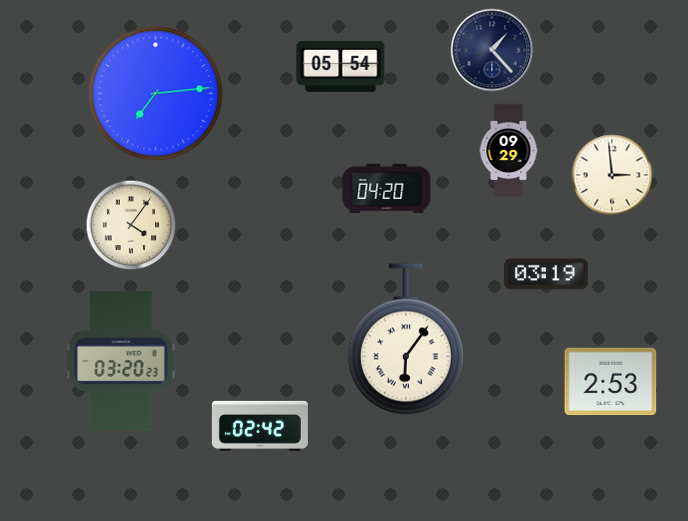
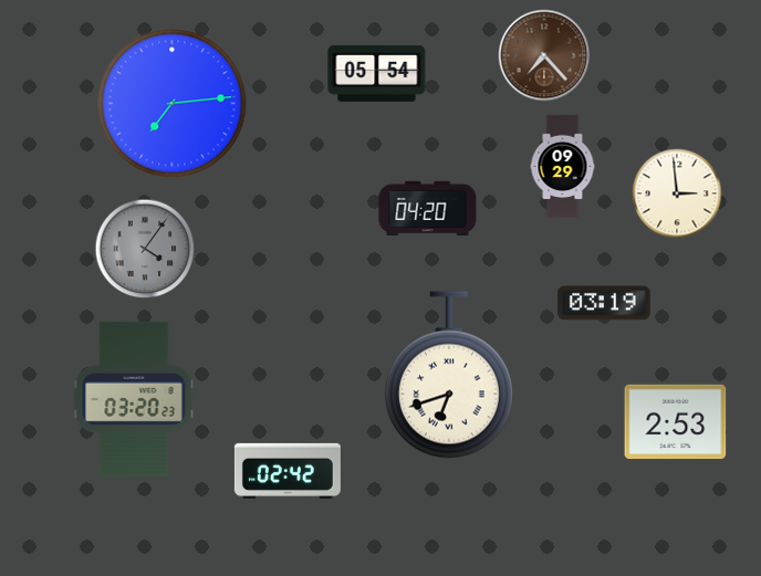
clock at (492, 50): 1:23 -> 7:23
clock at (492, 50) dial: navy -> brown
clock at (131, 225) dial: cream -> grey
clock at (406, 339): 6:06 -> 6:42
